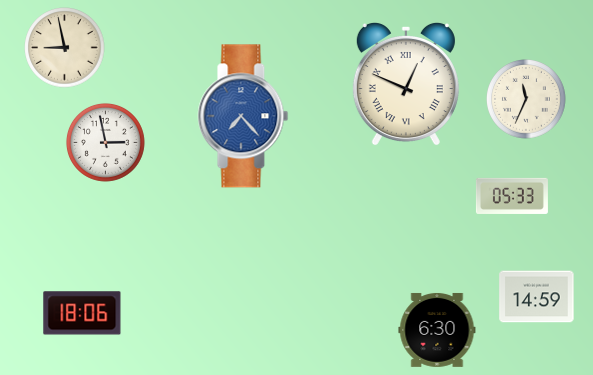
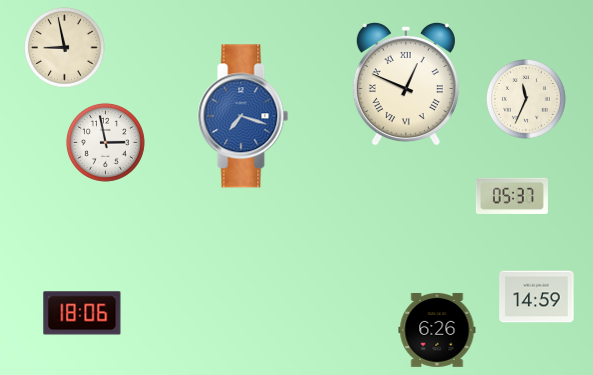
clock at (243, 116): 7:23 -> 7:18
clock at (512, 196): 05:33 -> 05:37
clock at (437, 330): 6:30 -> 6:26
